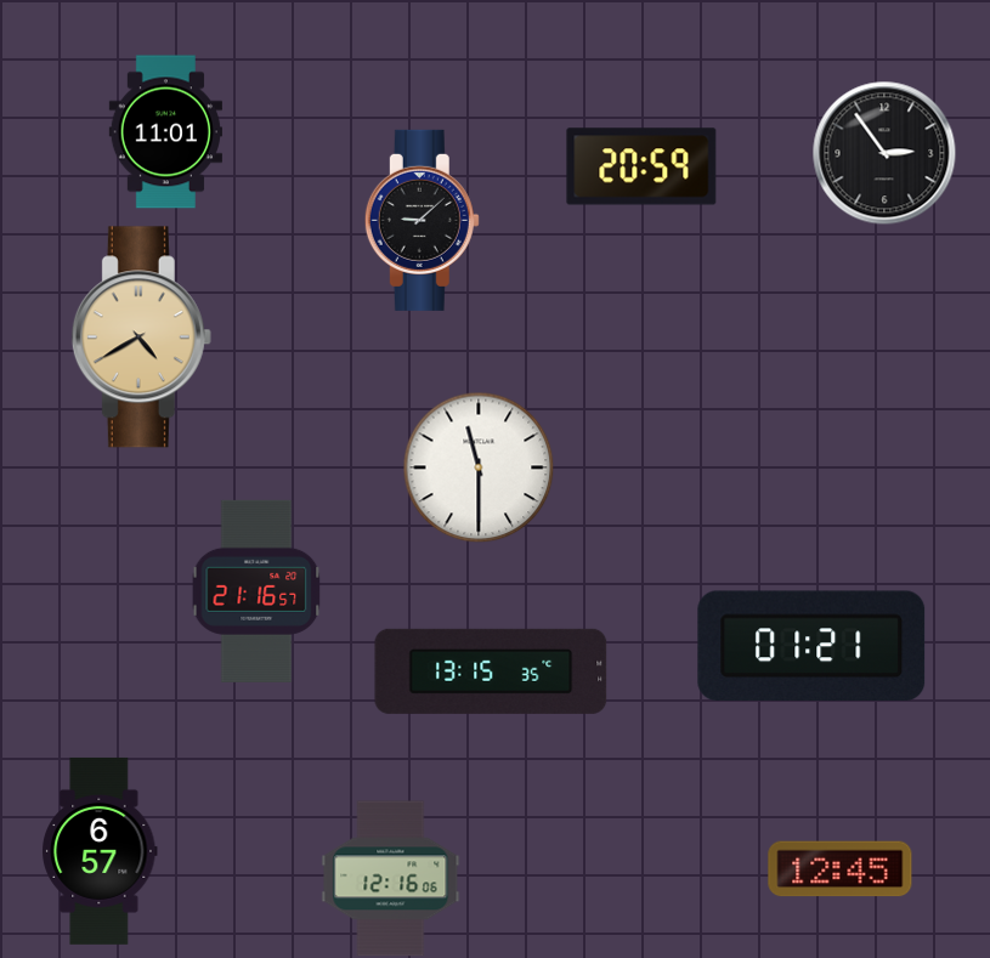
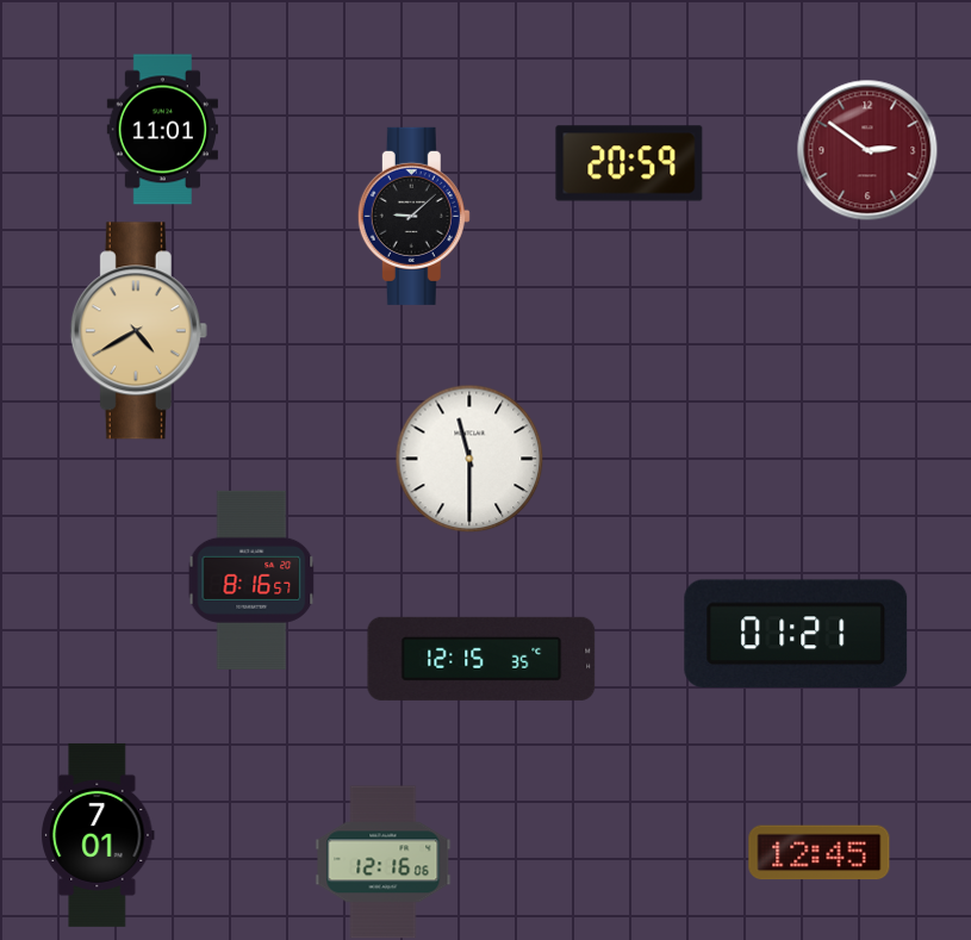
clock at (884, 153): 2:54 -> 2:51
clock at (884, 153) dial: black -> burgundy
clock at (256, 591): 21:16 -> 8:16
clock at (491, 671): 13:15 -> 12:15
clock at (100, 851): 6:57 -> 7:01
clock at (841, 869) position: (841, 869) -> (820, 853)
